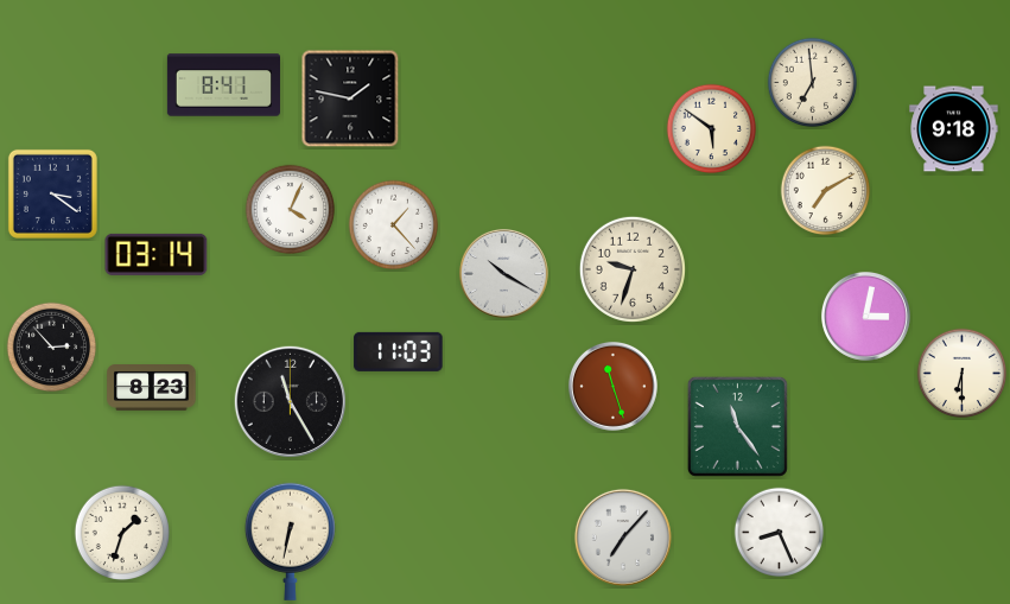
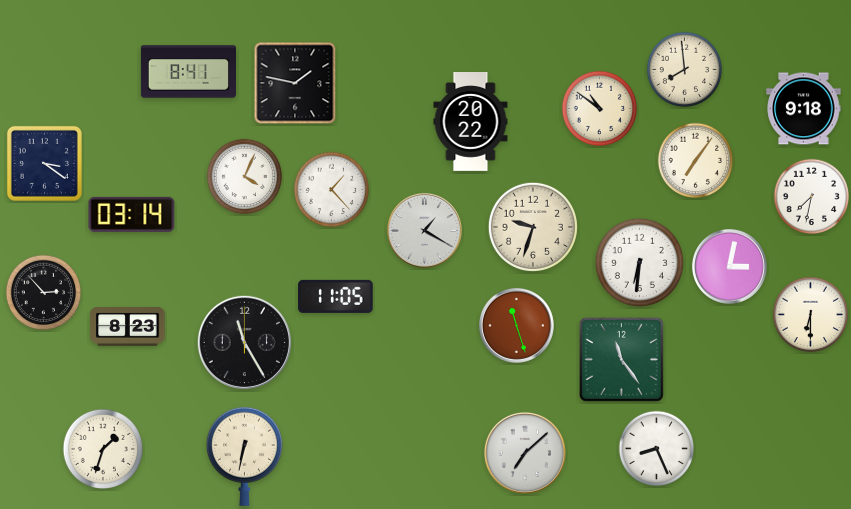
clock at (813, 83): 6:59 -> 7:59
clock at (712, 129): 5:51 -> 10:51
clock at (471, 122): none -> 20:22
clock at (826, 191): 7:10 -> 7:06
clock at (812, 197): none -> 7:32
clock at (503, 273): 10:20 -> 1:20
clock at (639, 262): none -> 6:31
clock at (399, 351): 11:03 -> 11:05
clock at (290, 401) position: (290, 401) -> (244, 342)
clock at (623, 538): 7:07 -> 7:08
